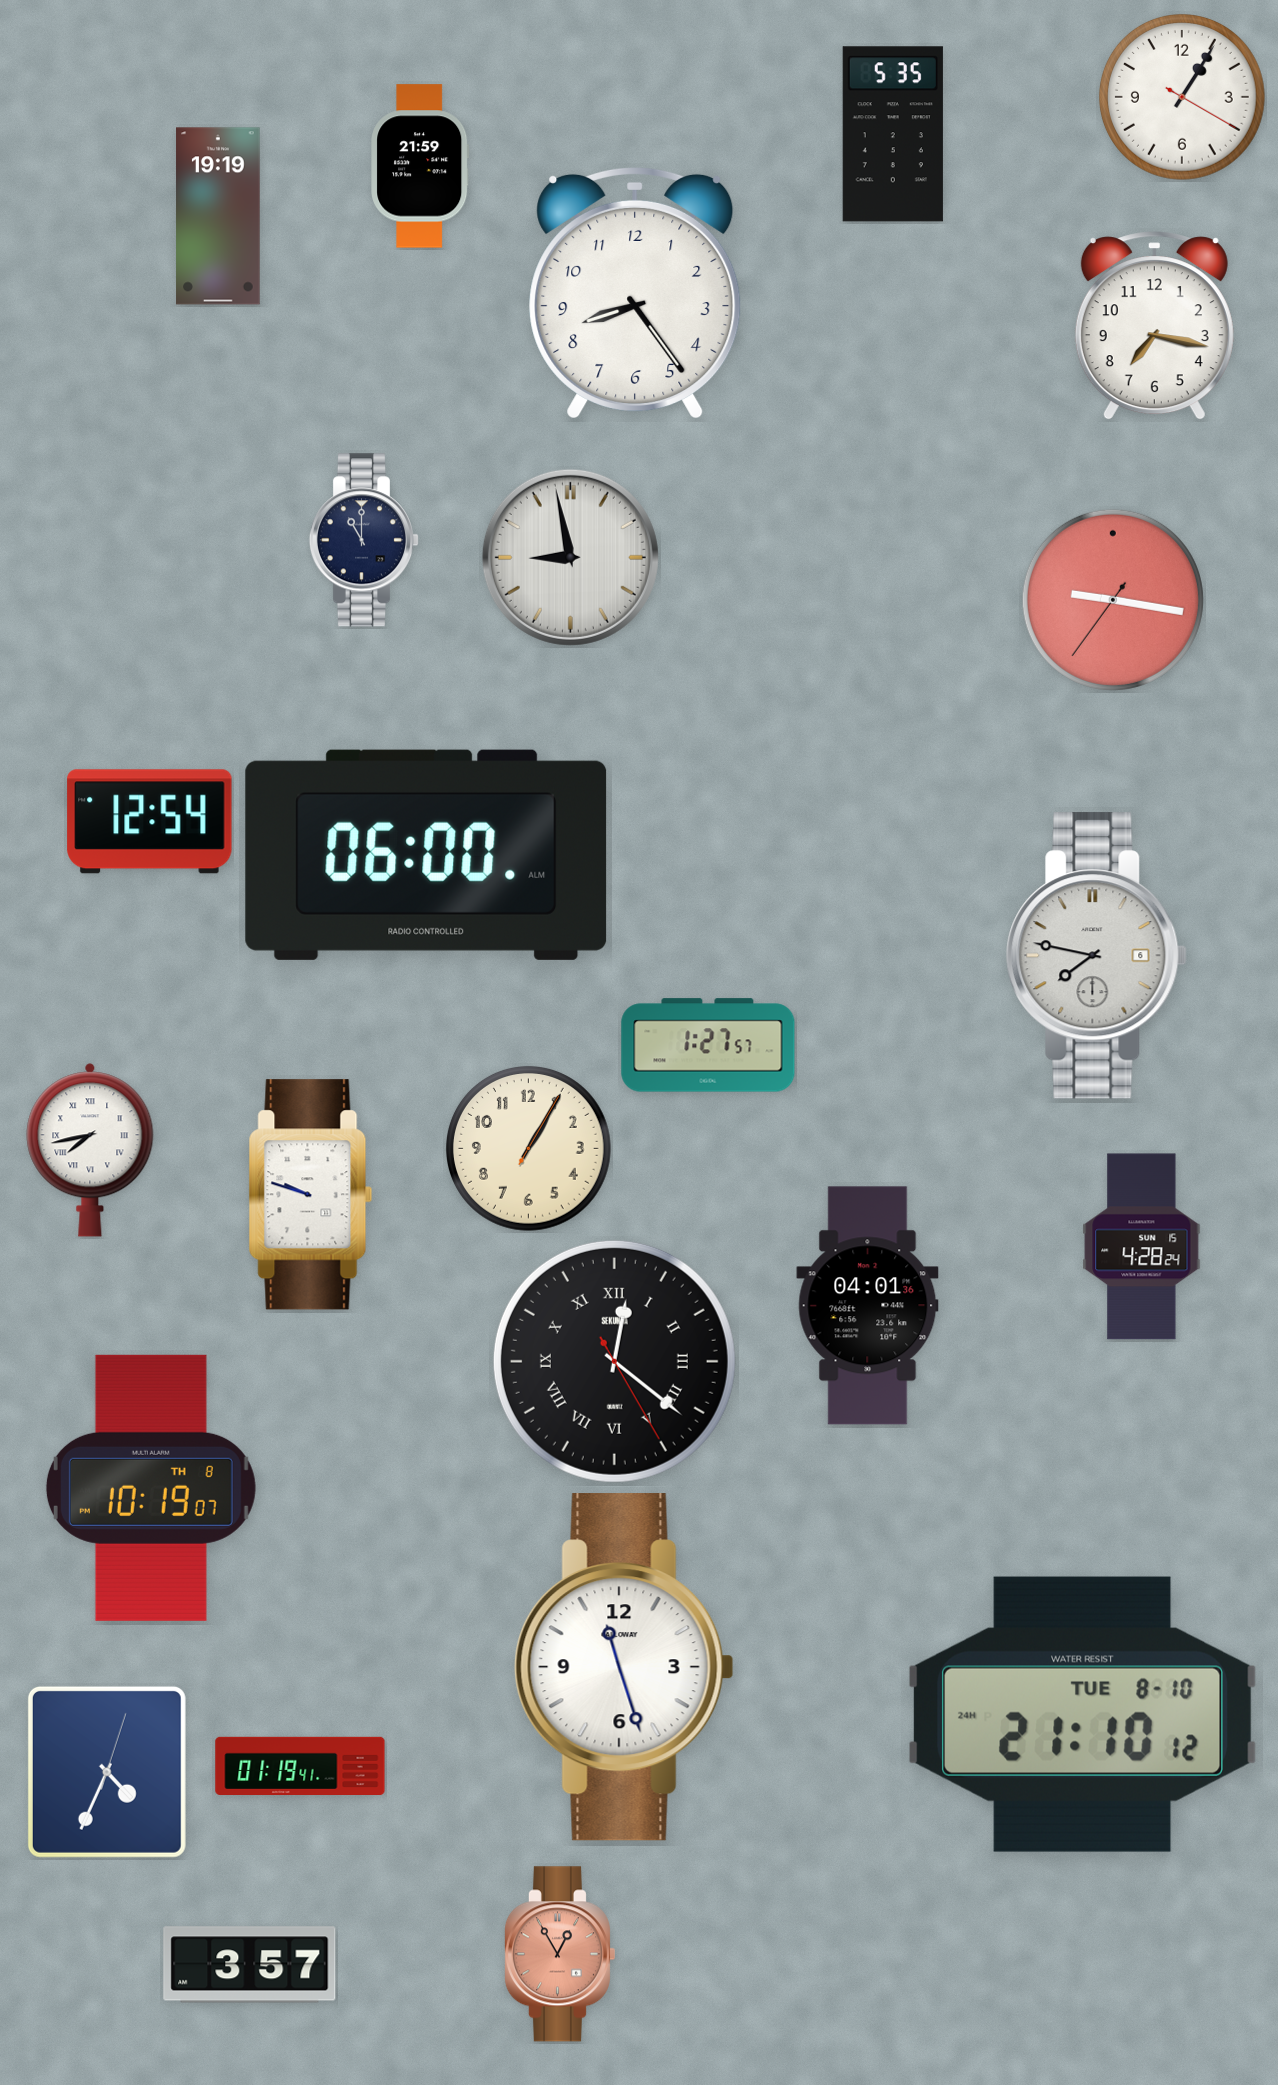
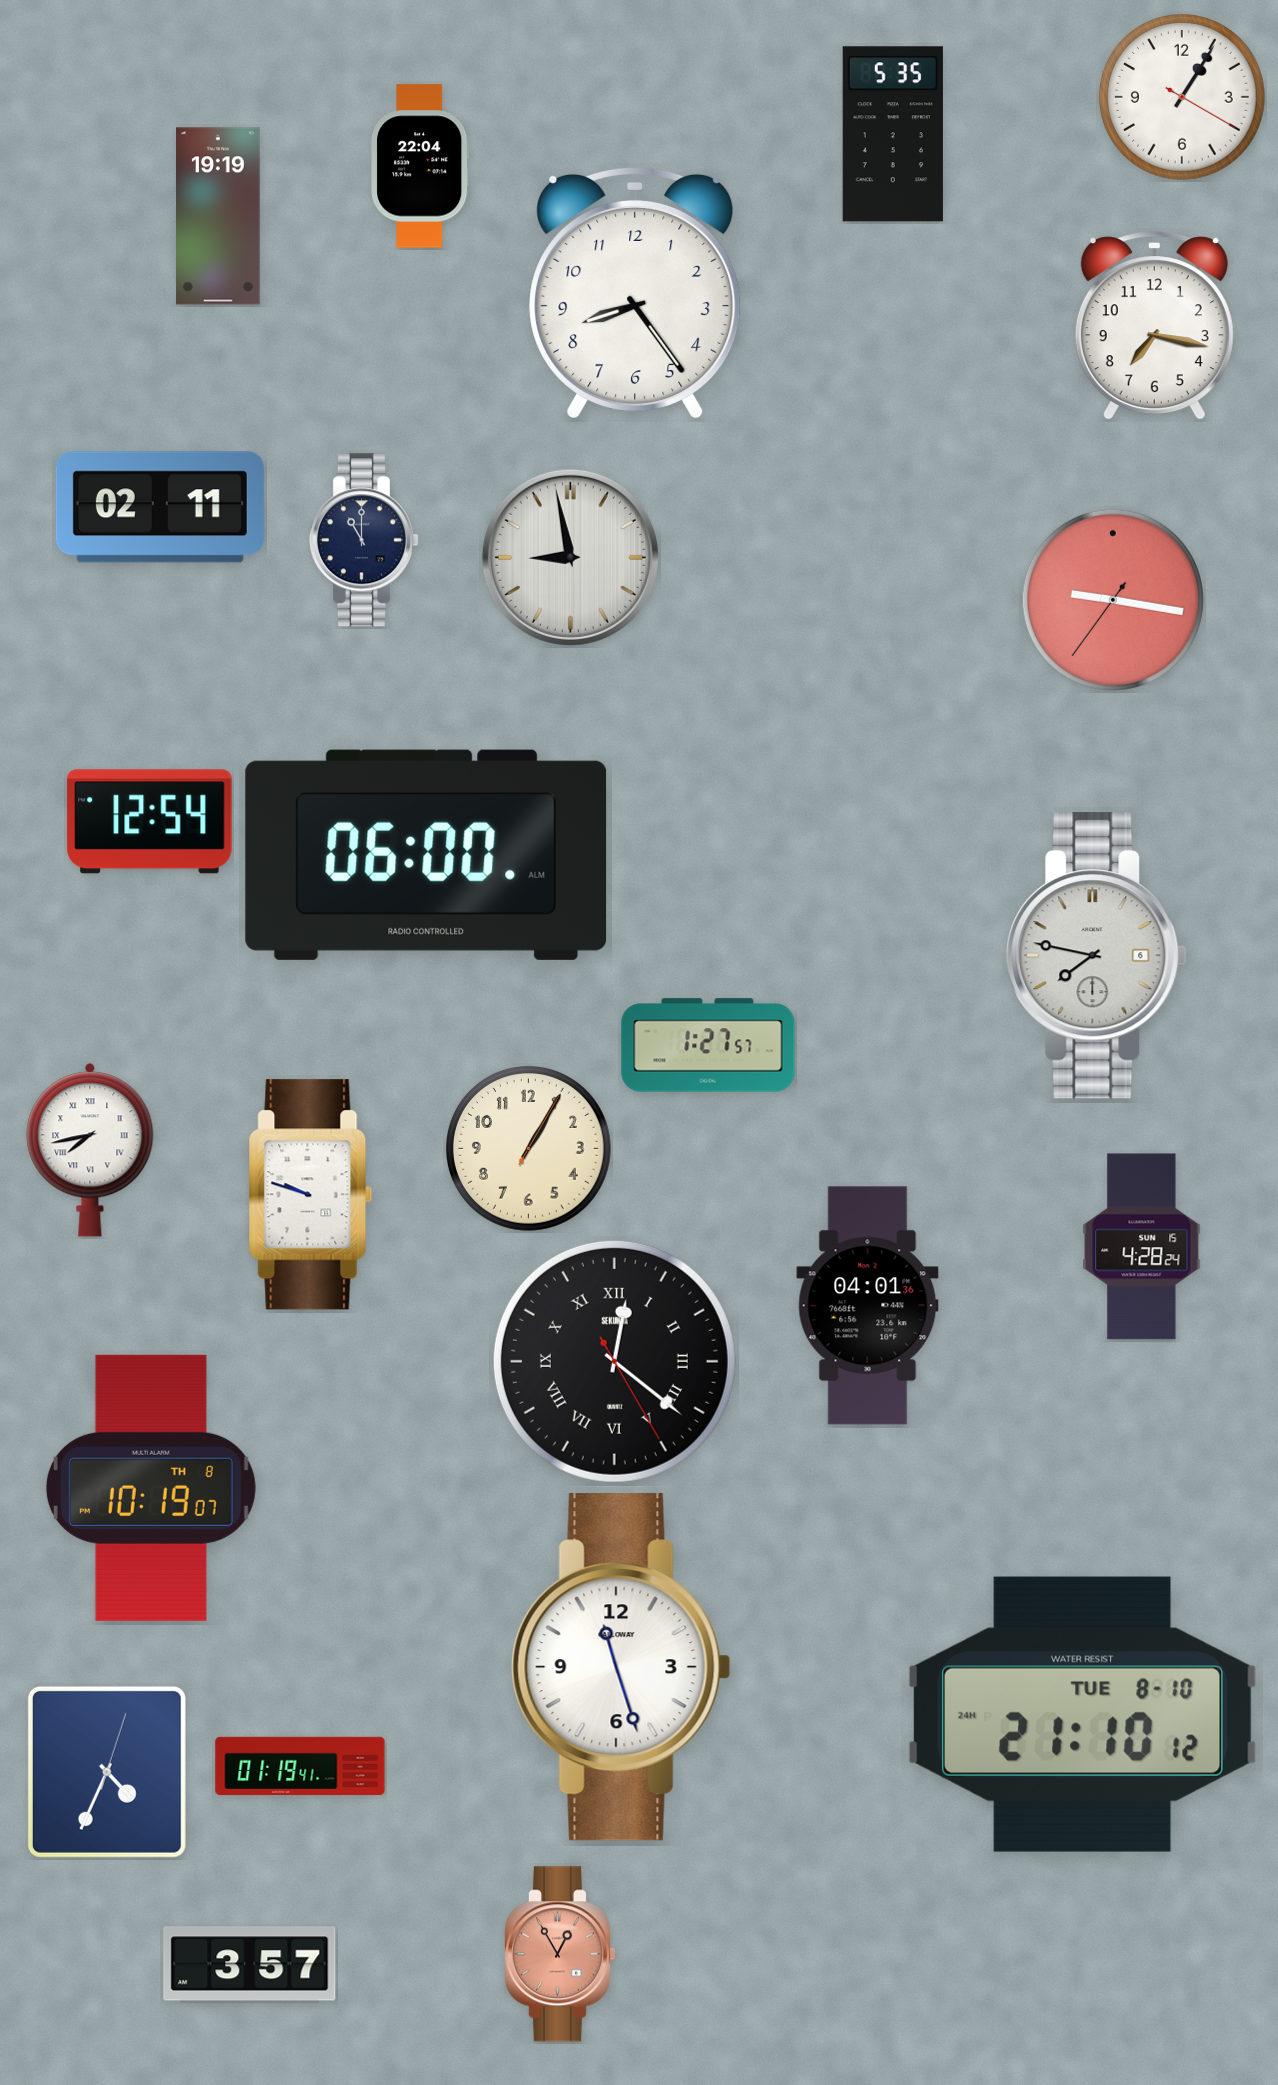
clock at (420, 166): 21:59 -> 22:04
clock at (160, 507): none -> 02:11
clock at (624, 1667) position: (624, 1667) -> (621, 1667)
